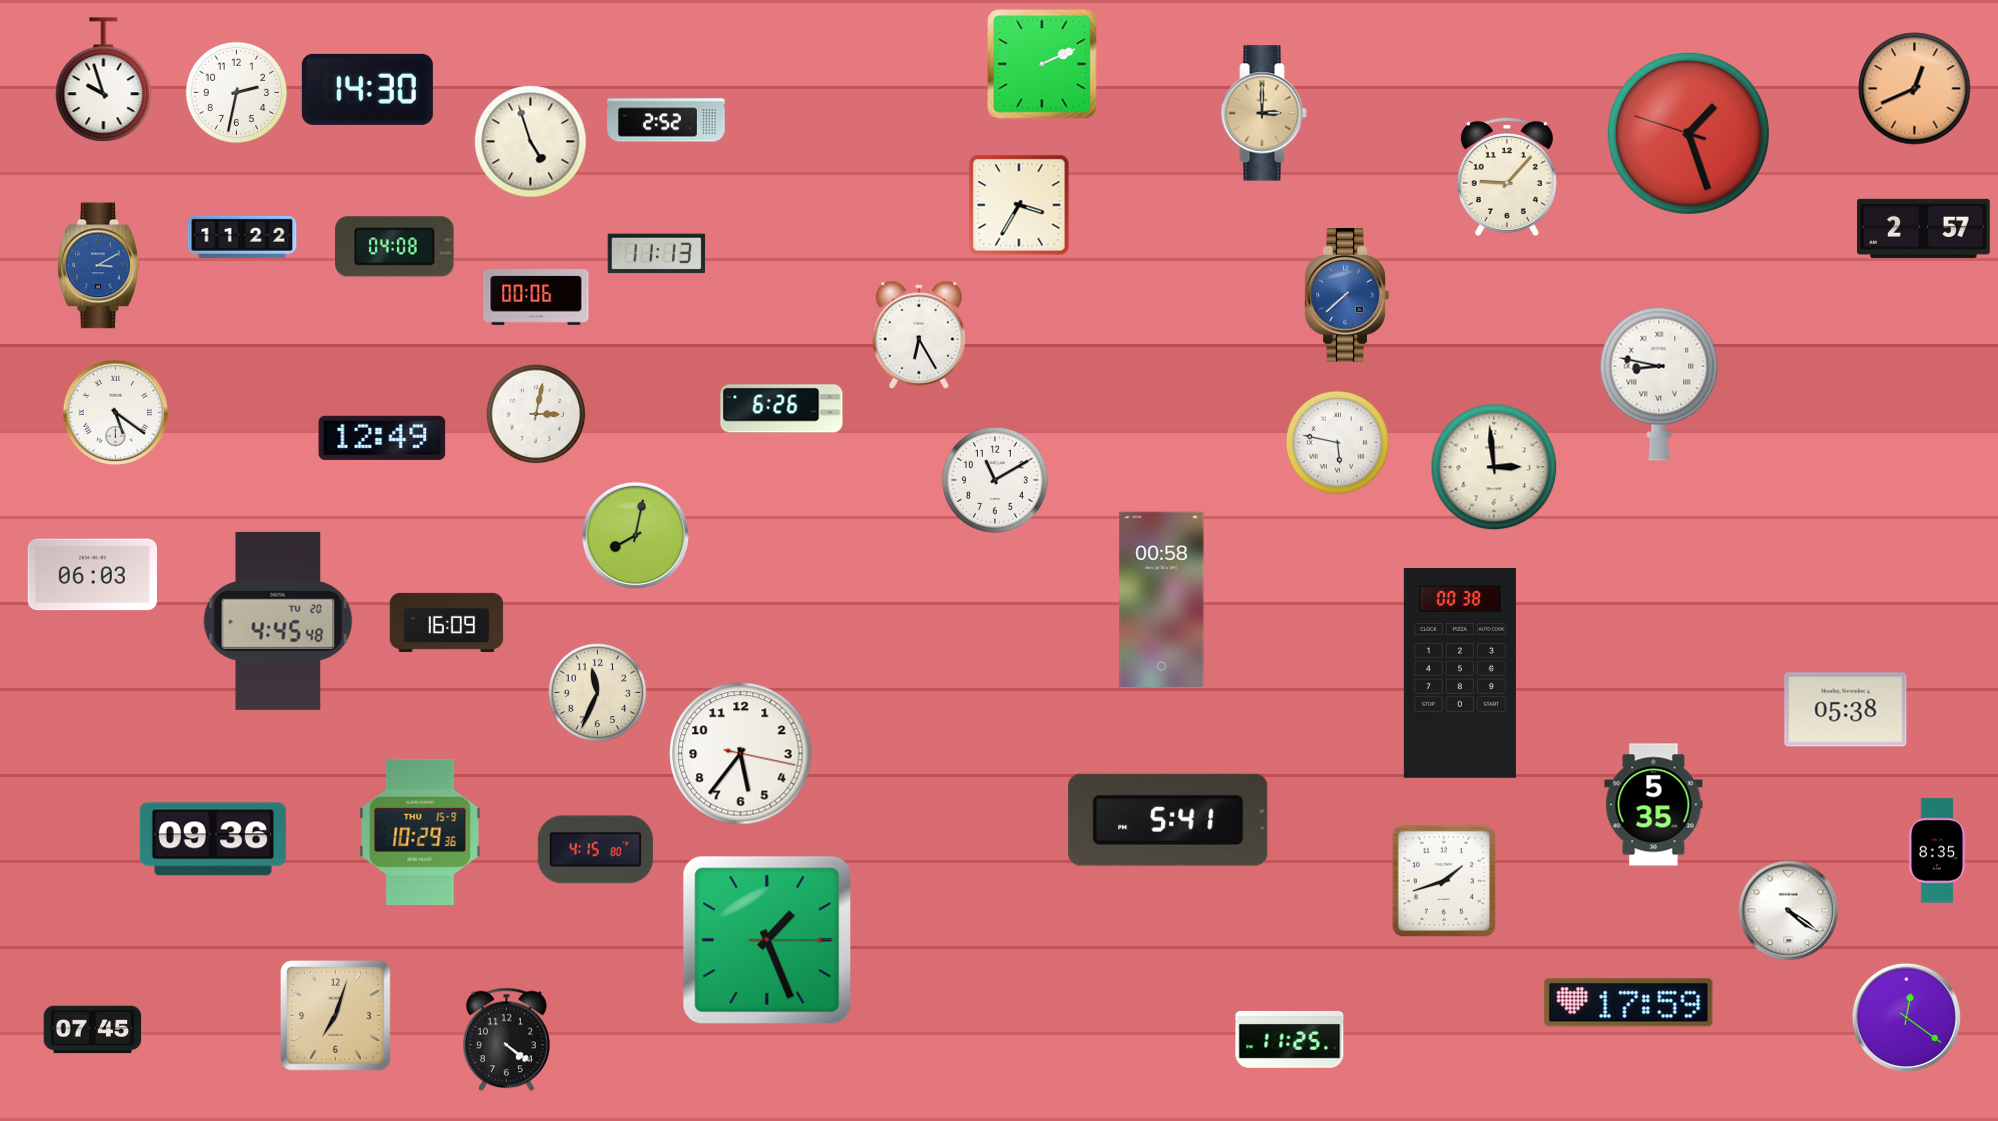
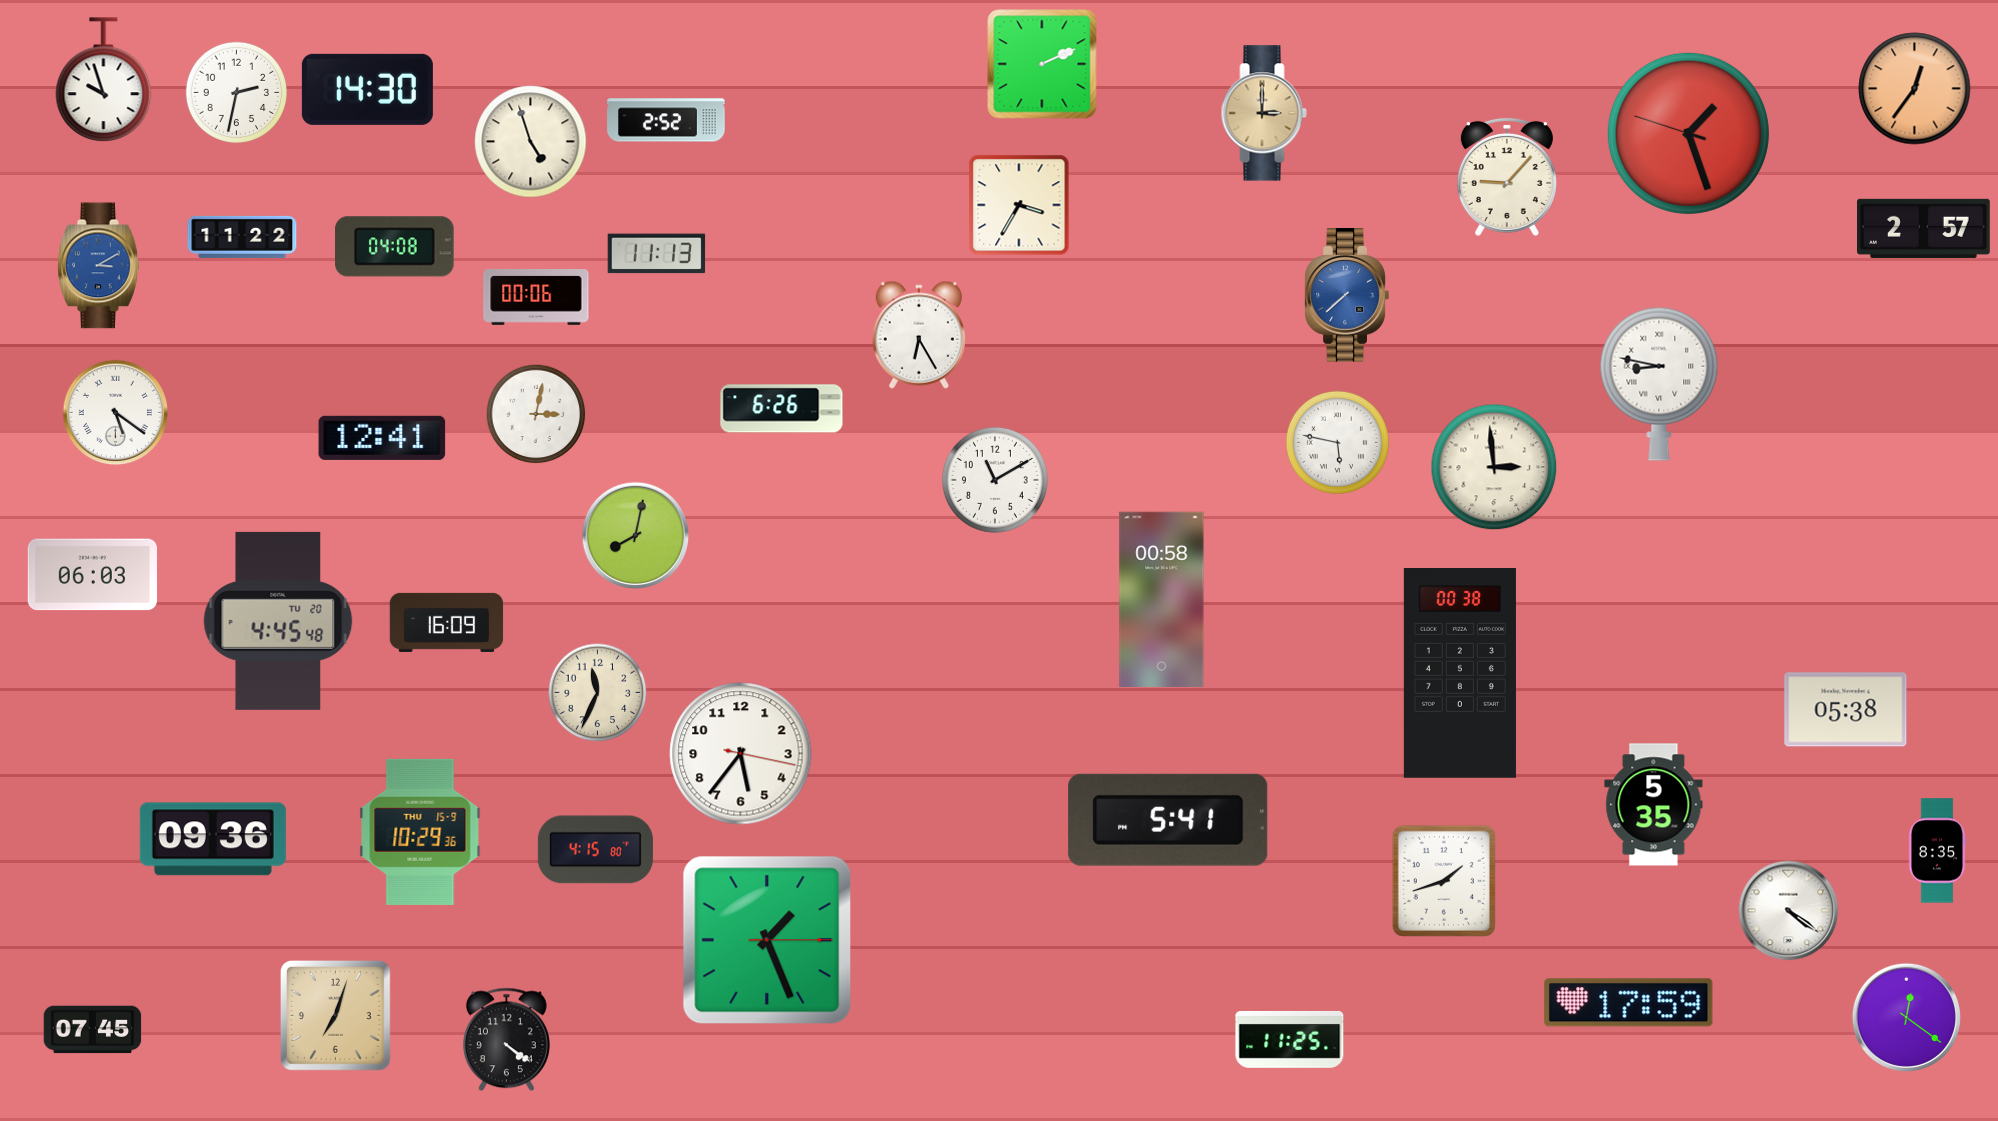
clock at (1915, 89): 12:41 -> 12:36
clock at (382, 438): 12:49 -> 12:41
